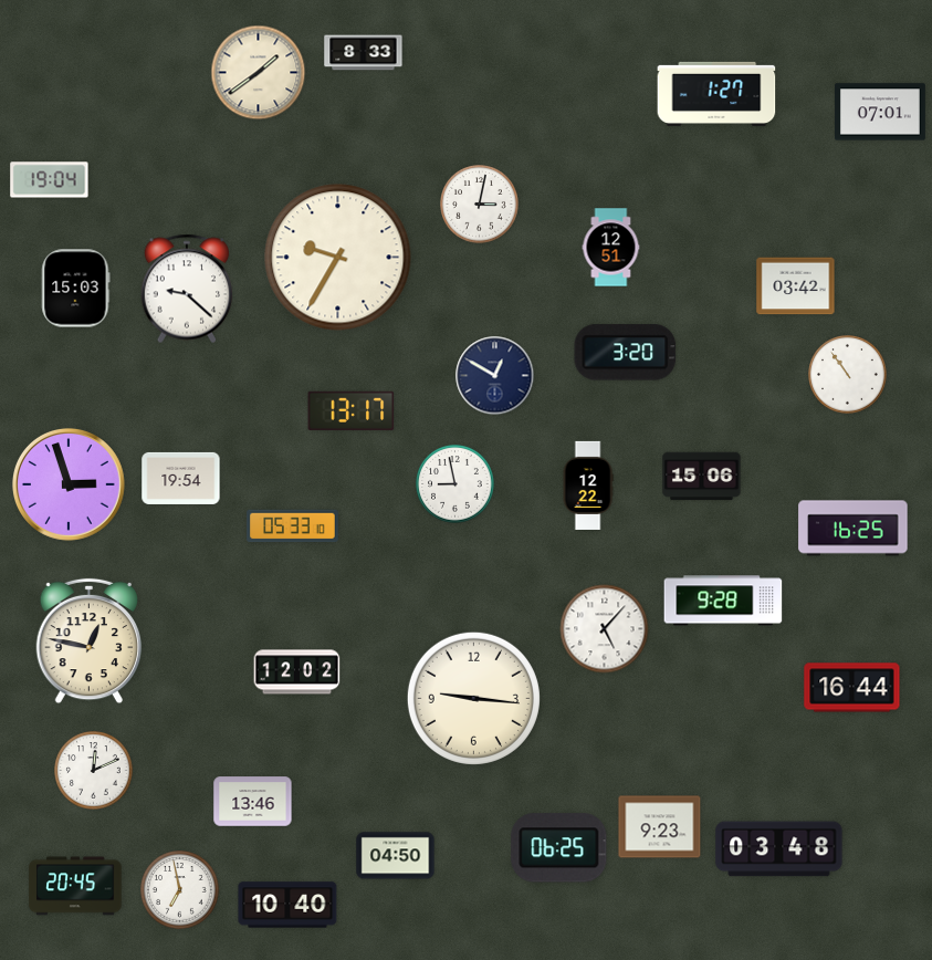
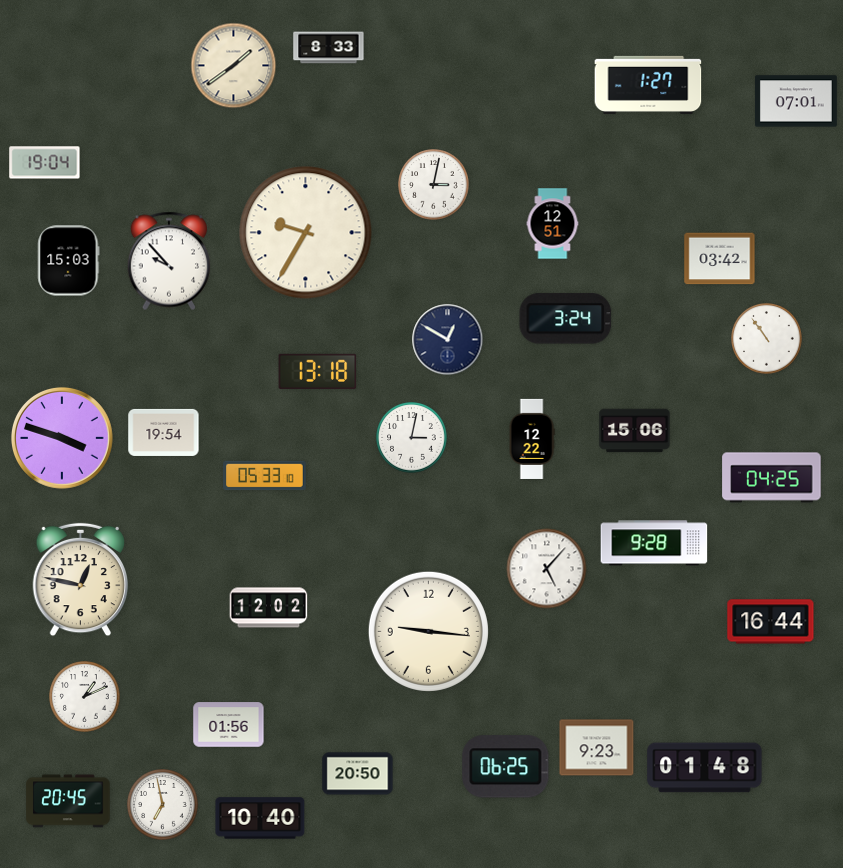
clock at (187, 289): 9:22 -> 9:53
clock at (626, 353): 3:20 -> 3:24
clock at (352, 410): 13:17 -> 13:18
clock at (69, 484): 2:57 -> 3:48
clock at (455, 484): 8:58 -> 3:02
clock at (854, 529): 16:25 -> 04:25
clock at (94, 771): 12:11 -> 1:11
clock at (253, 802): 13:46 -> 01:56
clock at (779, 849): 03:48 -> 01:48
clock at (396, 856): 04:50 -> 20:50
